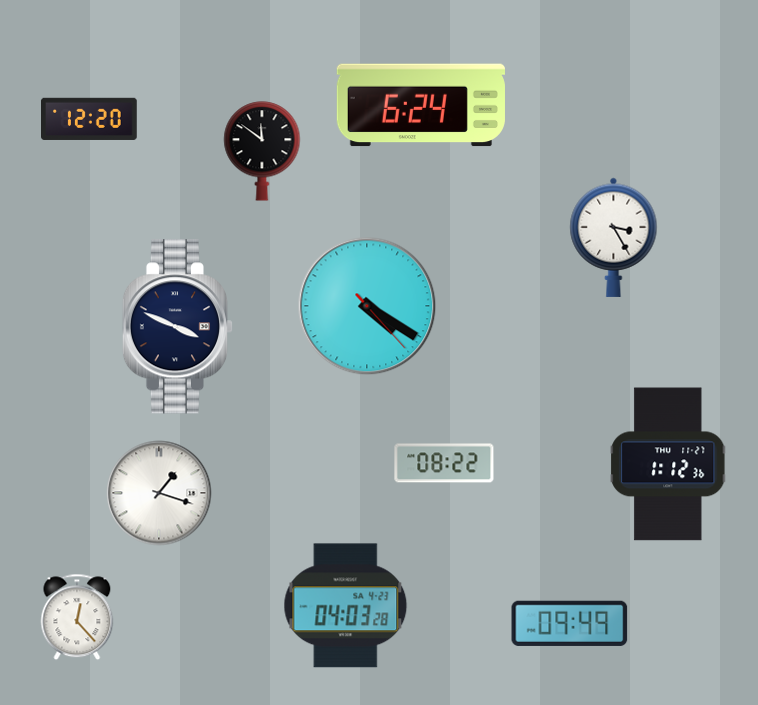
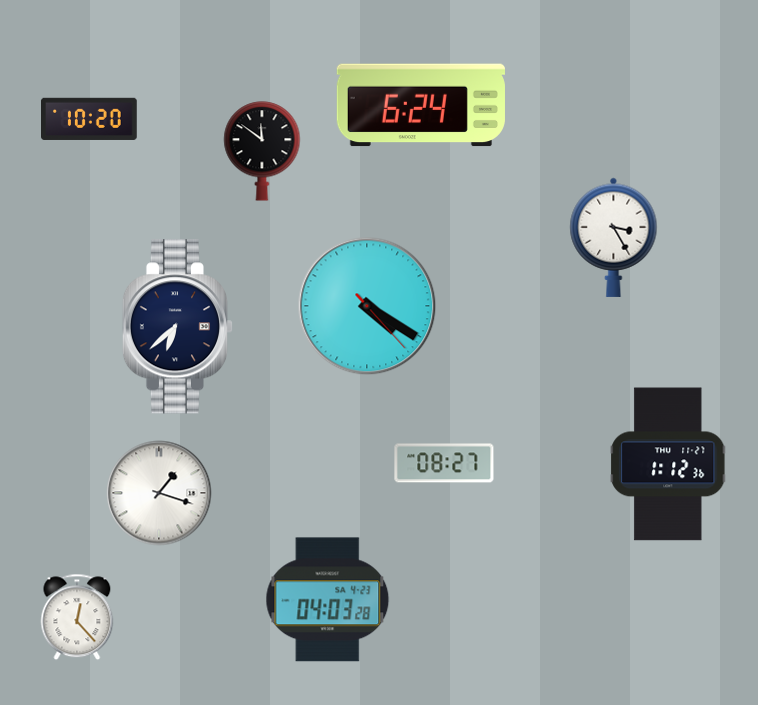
clock at (89, 119): 12:20 -> 10:20
clock at (178, 327): 3:49 -> 6:38
clock at (444, 463): 08:22 -> 08:27
clock at (346, 606) position: (346, 606) -> (328, 600)
clock at (570, 623): 09:49 -> none
